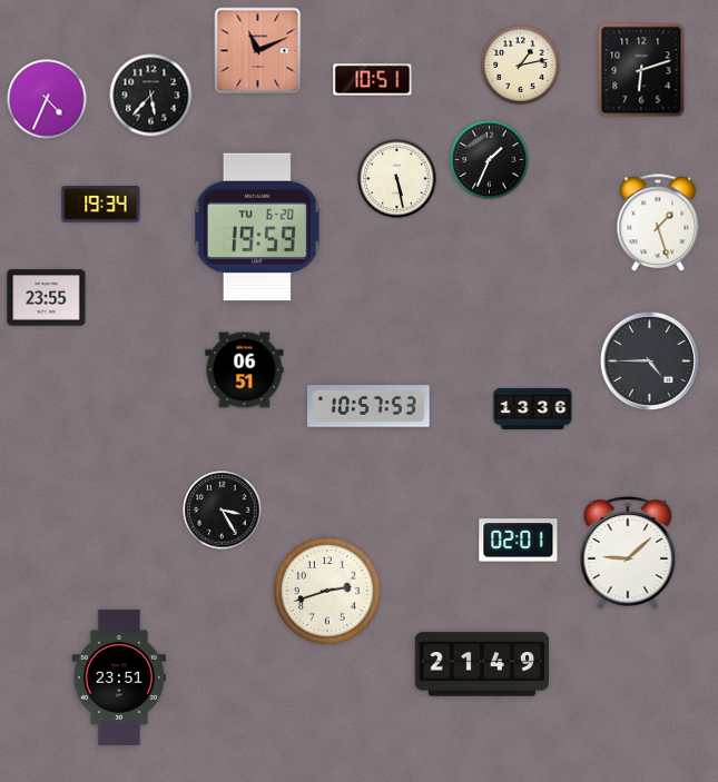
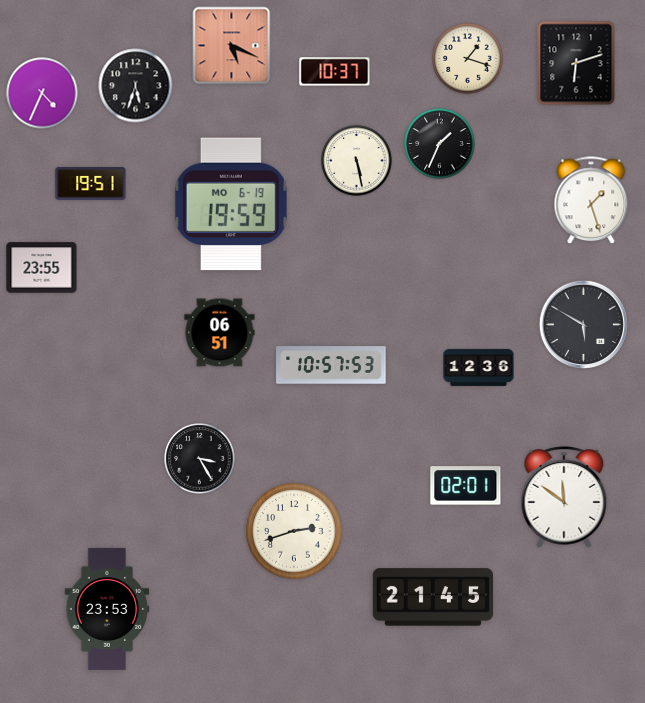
clock at (258, 51): 11:11 -> 5:19
clock at (521, 66): 1:13 -> 1:18
clock at (373, 80): 10:51 -> 10:37
clock at (151, 96): 5:37 -> 5:33
clock at (47, 99) position: (47, 99) -> (42, 93)
clock at (101, 205): 19:34 -> 19:51
clock at (257, 227) date: TU 6-20 -> MO 6-19
clock at (649, 360): 4:45 -> 5:50
clock at (533, 408): 13:36 -> 12:36
clock at (628, 553): 9:08 -> 11:51
clock at (481, 664): 21:49 -> 21:45
clock at (119, 677): 23:51 -> 23:53
